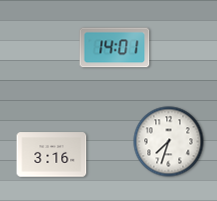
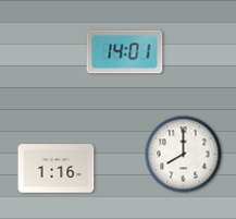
clock at (169, 142): 7:33 -> 8:00
clock at (52, 155): 3:16 -> 1:16
